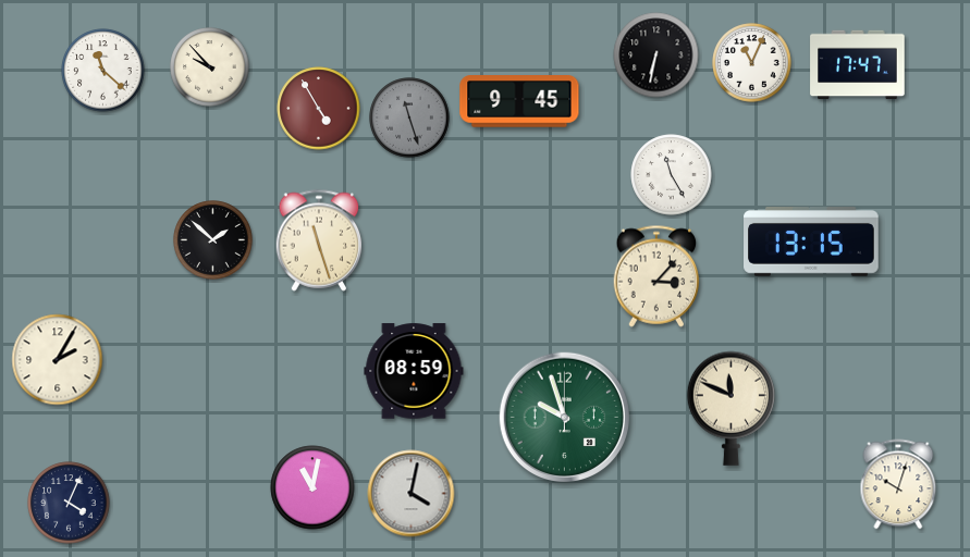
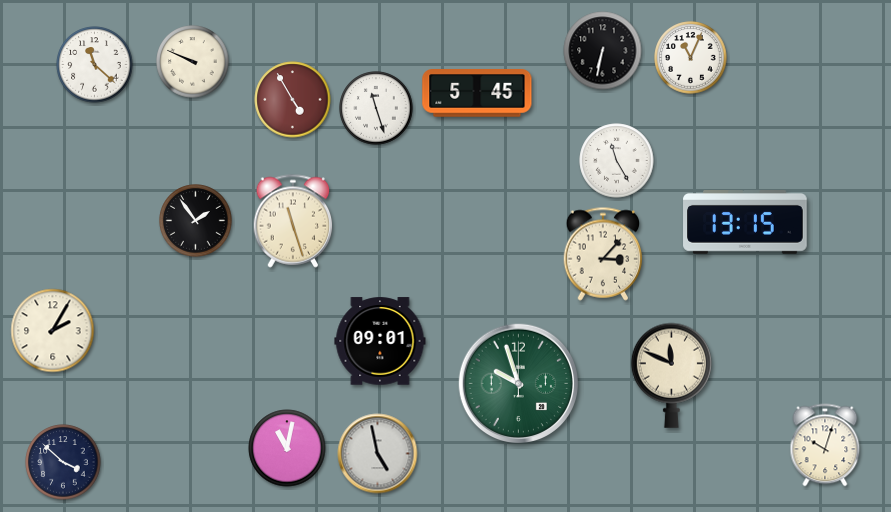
clock at (858, 65): 17:47 -> none
clock at (210, 67): 9:53 -> 9:49
clock at (519, 101): 9:45 -> 5:45
clock at (409, 117) dial: grey -> white
clock at (213, 240): 1:52 -> 1:54
clock at (414, 371): 08:59 -> 09:01
clock at (412, 494): 4:02 -> 4:58
clock at (69, 503): 4:04 -> 3:52
